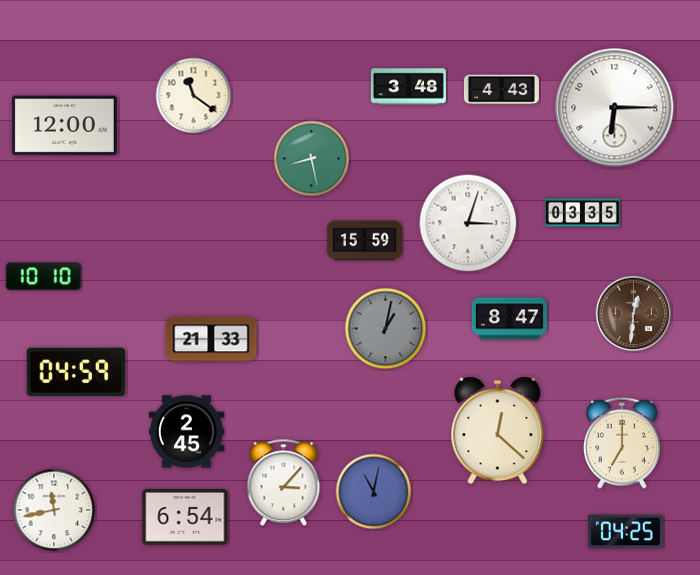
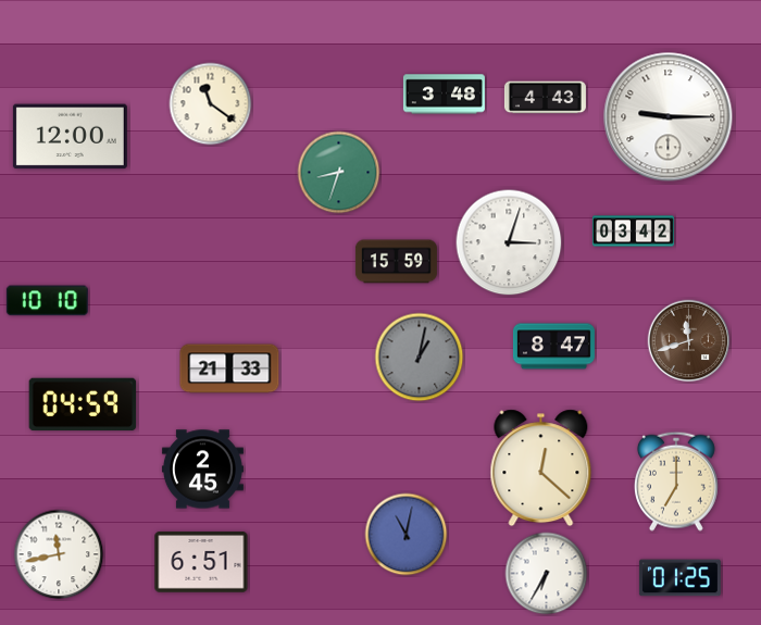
clock at (615, 108): 6:15 -> 9:15
clock at (312, 159): 8:28 -> 8:33
clock at (582, 213): 03:35 -> 03:42
clock at (634, 314): 12:31 -> 11:42
clock at (284, 483): 3:07 -> none
clock at (185, 518): 6:54 -> 6:51
clock at (547, 574): none -> 6:35
clock at (625, 532): 04:25 -> 01:25
